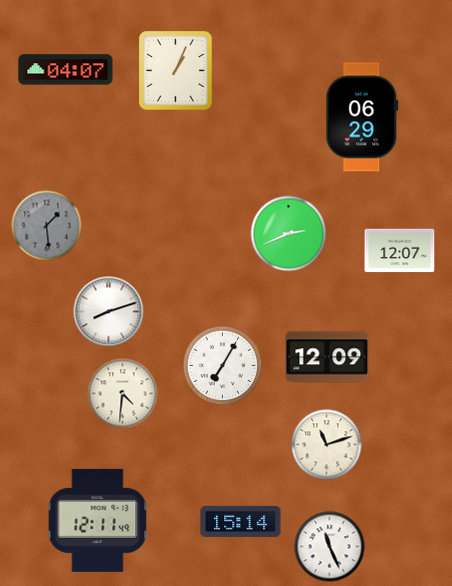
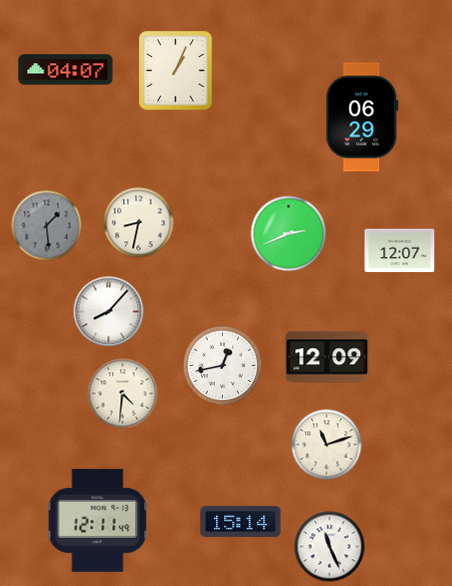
clock at (139, 223): none -> 8:32
clock at (109, 312): 8:12 -> 8:07
clock at (223, 366): 7:05 -> 12:43
